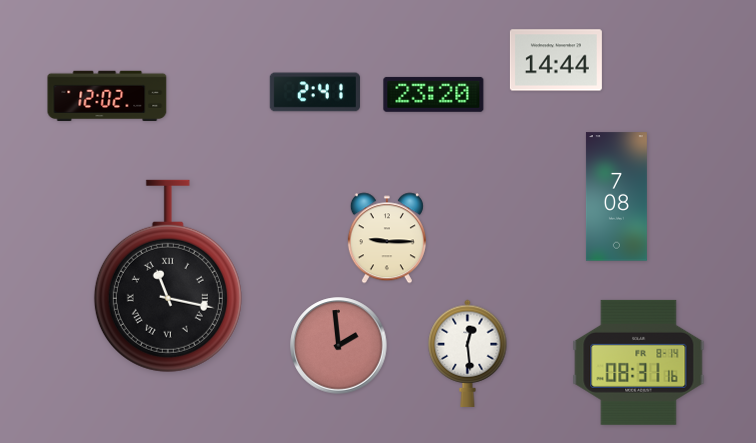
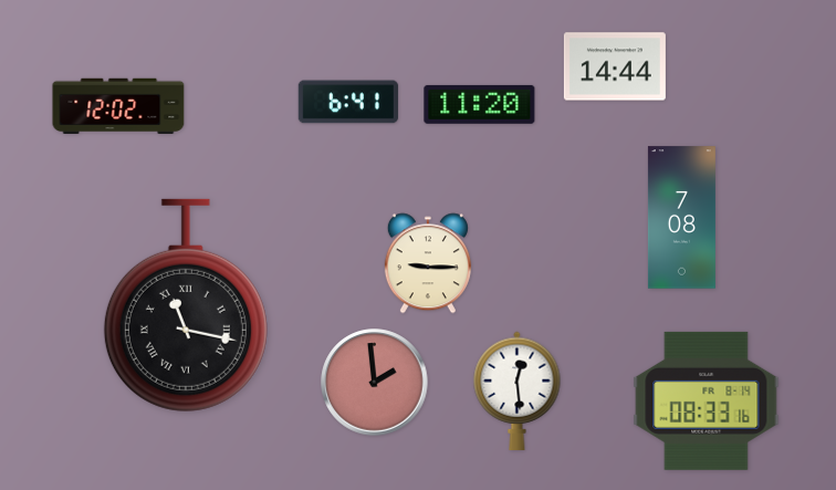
clock at (315, 92): 2:41 -> 6:41
clock at (434, 94): 23:20 -> 11:20
clock at (639, 362): 08:31 -> 08:33
